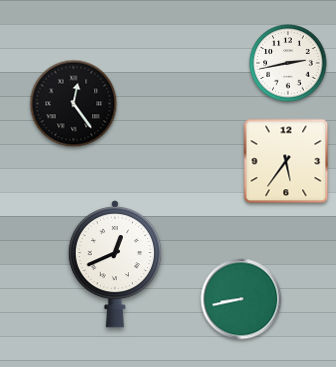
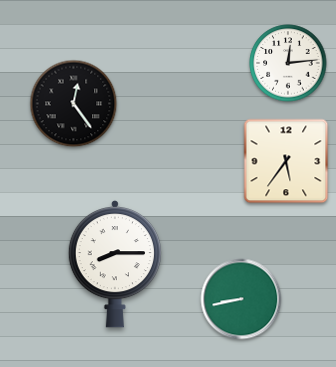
clock at (288, 63): 2:43 -> 12:14
clock at (115, 264): 12:41 -> 8:15
